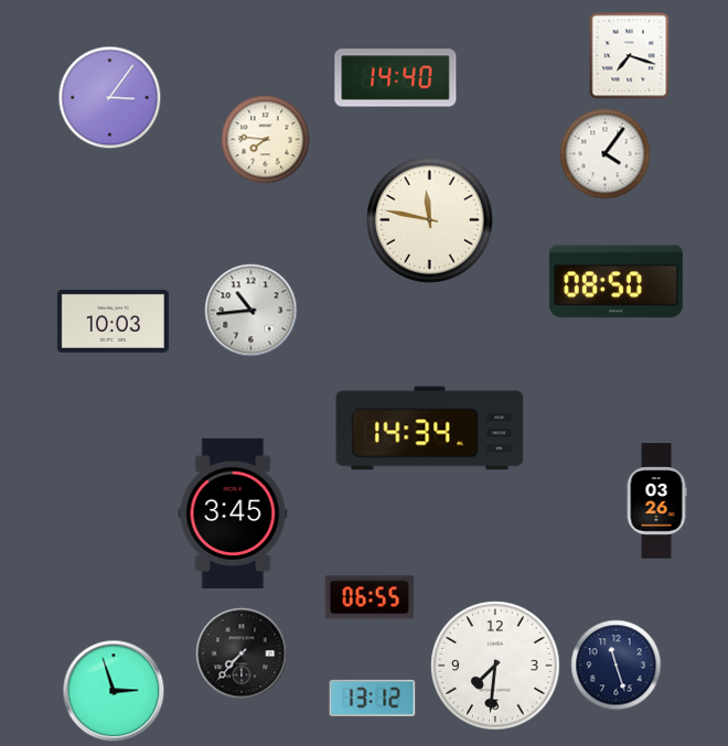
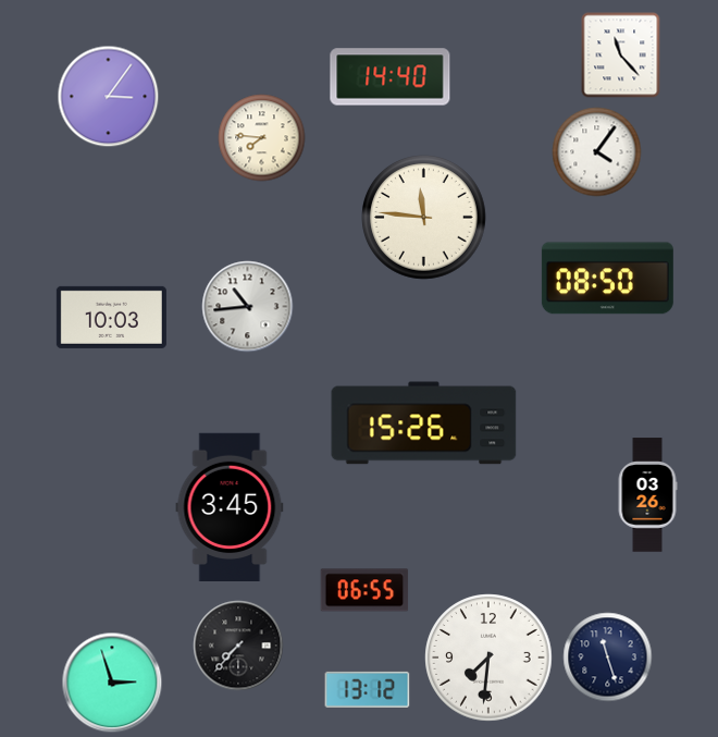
clock at (630, 56): 7:18 -> 11:23
clock at (430, 220): 11:47 -> 11:46
clock at (430, 429): 14:34 -> 15:26
